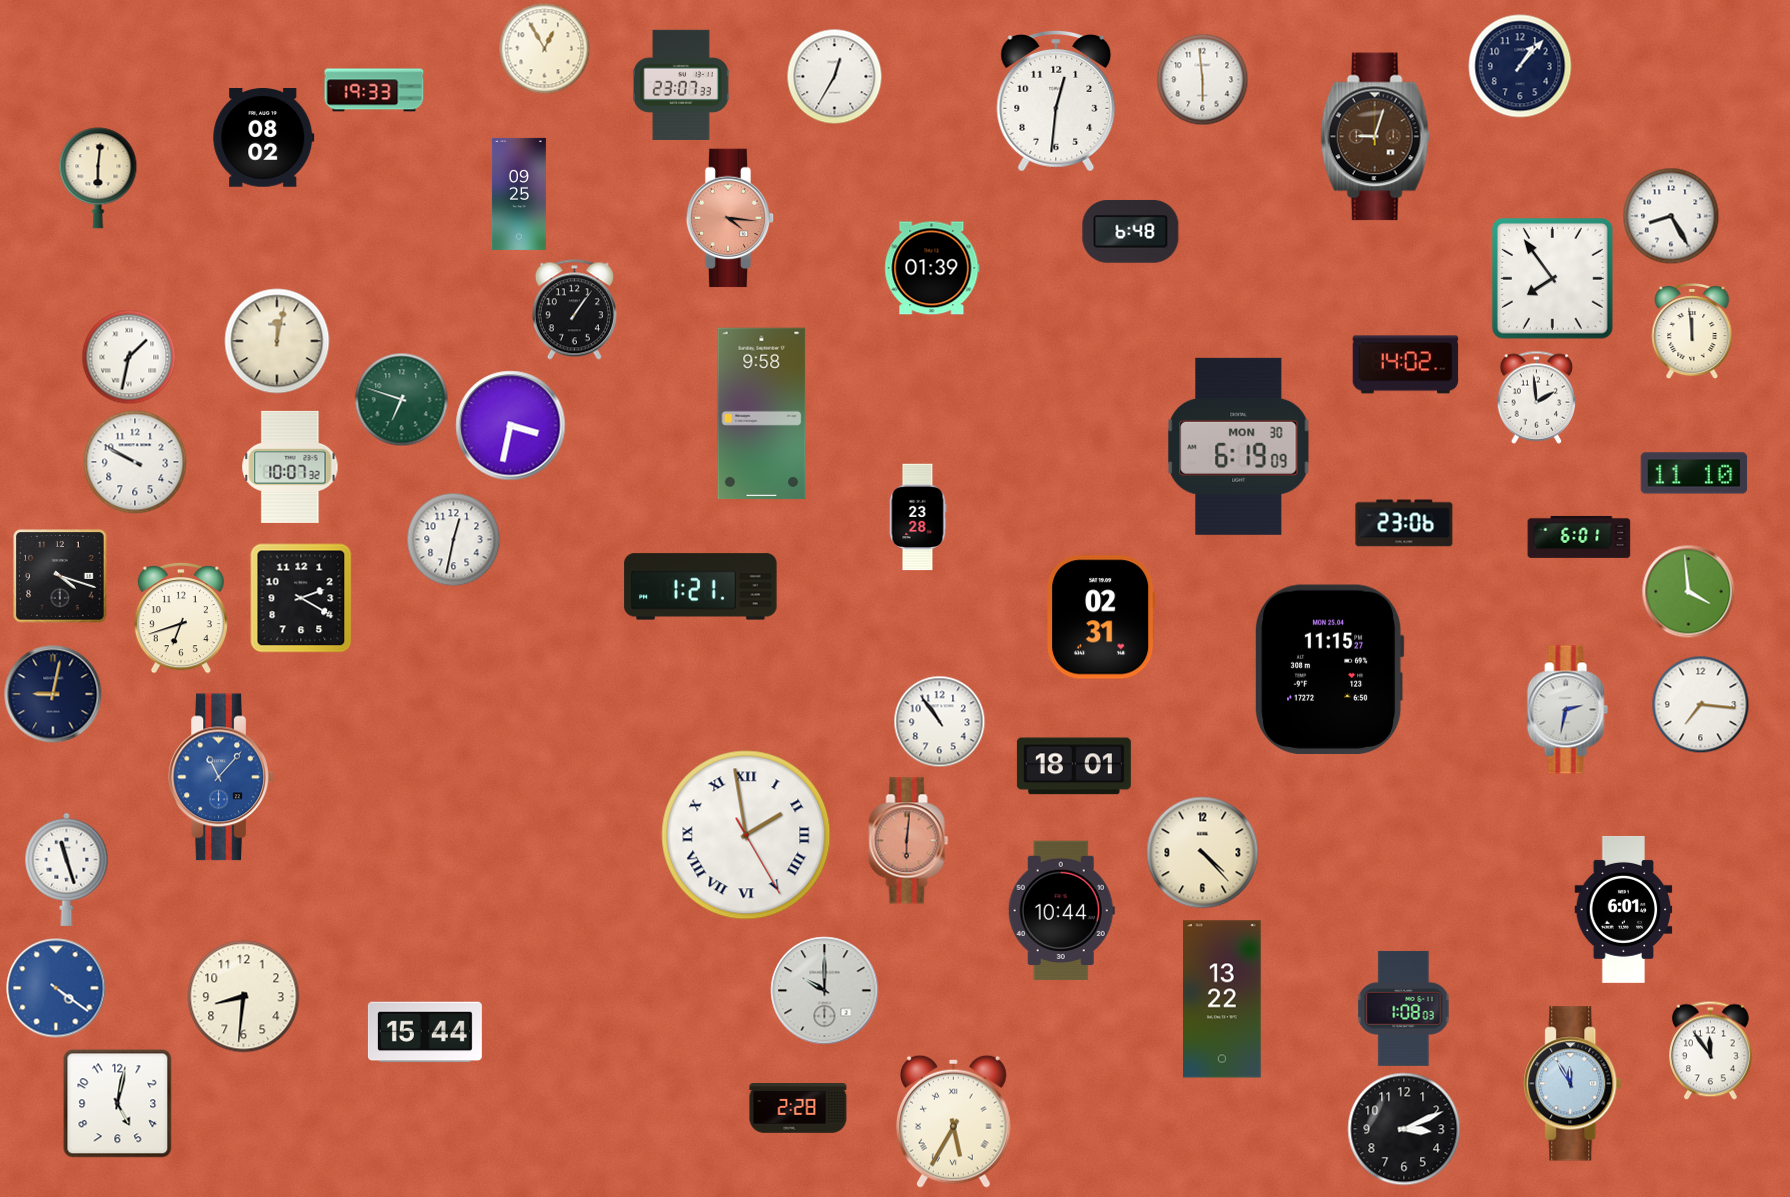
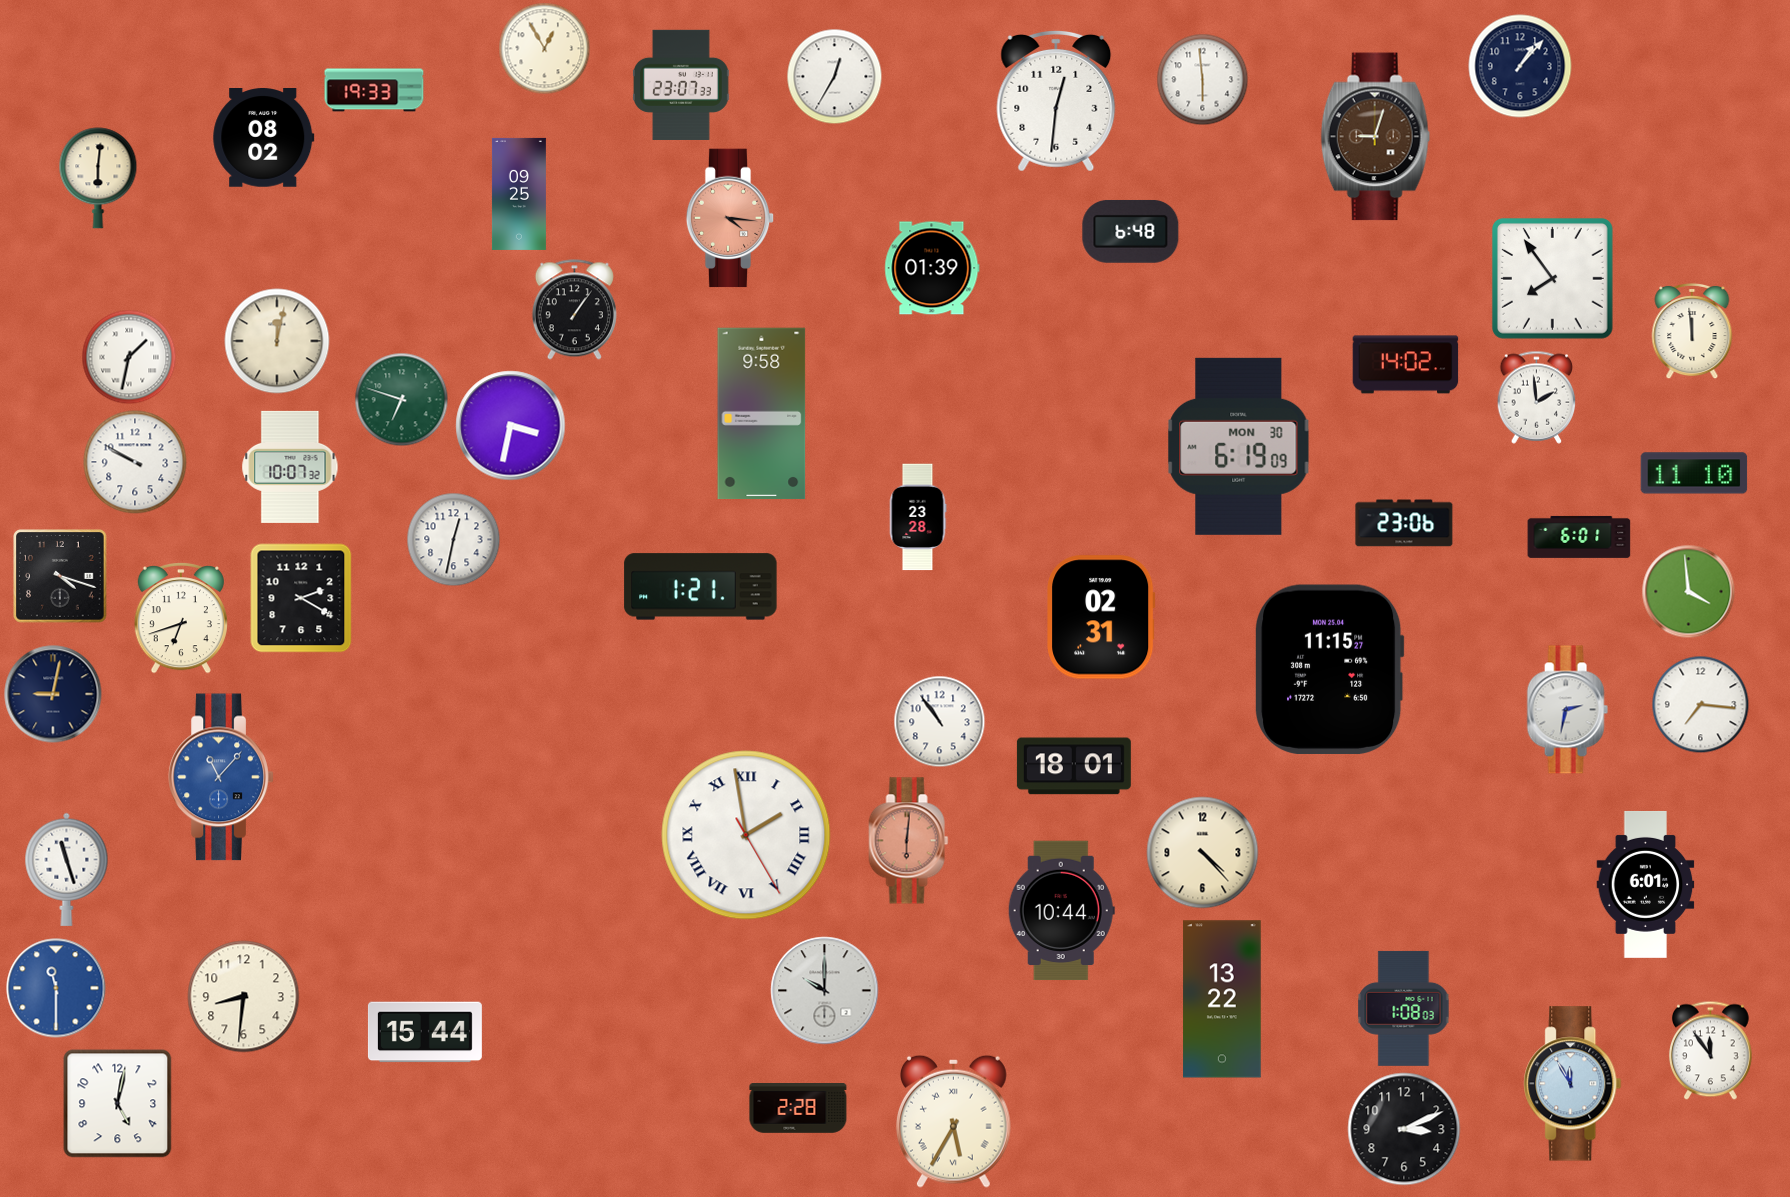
clock at (1671, 216): 8:25 -> none
clock at (1624, 909) position: (1624, 909) -> (1646, 884)
clock at (56, 988): 4:21 -> 11:30
